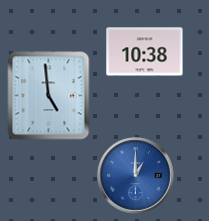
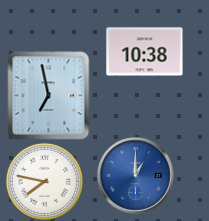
clock at (49, 96): 4:59 -> 6:58
clock at (44, 181): none -> 7:47
